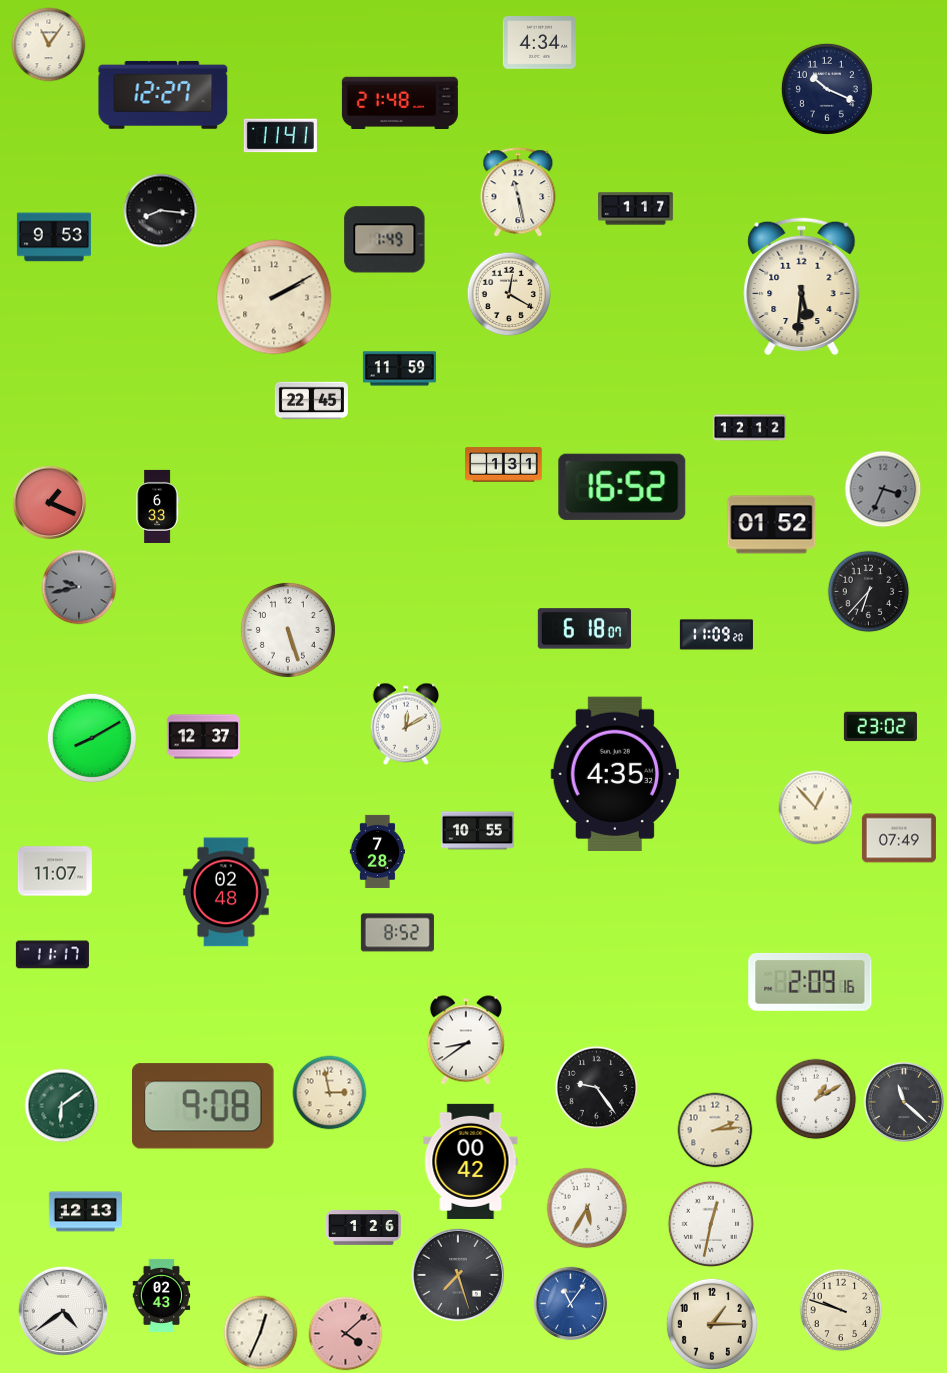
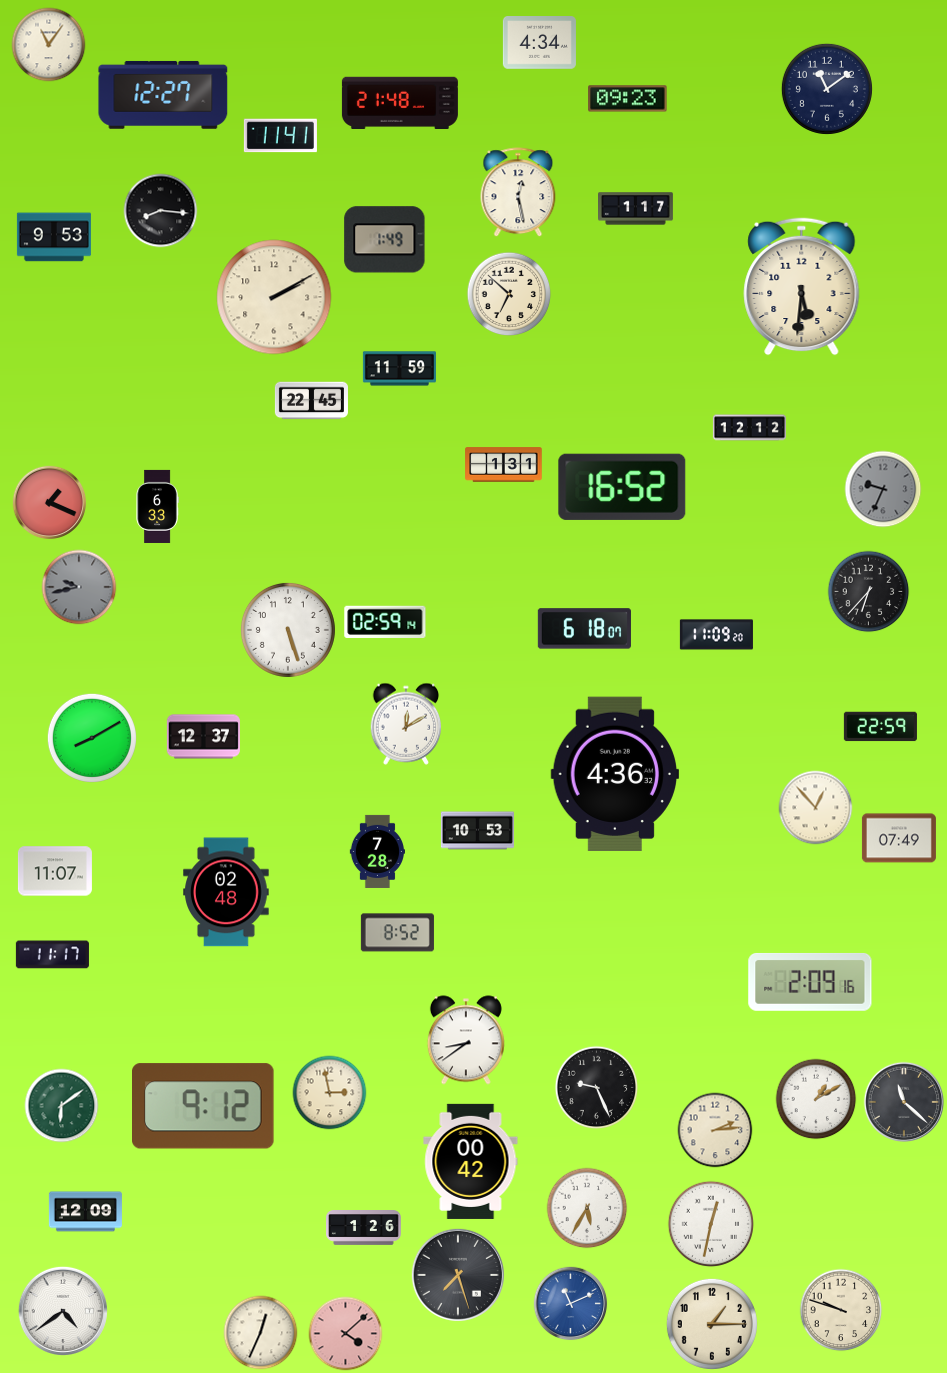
clock at (827, 89): 10:19 -> 11:09
clock at (628, 99): none -> 09:23
clock at (518, 193): 11:28 -> 12:28
clock at (509, 294): 12:20 -> 6:52
clock at (883, 489): 3:34 -> 9:34
clock at (772, 525): 01:52 -> none
clock at (385, 621): none -> 02:59
clock at (880, 727): 23:02 -> 22:59
clock at (614, 774): 4:35 -> 4:36
clock at (477, 831): 10:55 -> 10:53
clock at (597, 1088): 9:24 -> 9:26
clock at (204, 1106): 9:08 -> 9:12
clock at (85, 1212): 12:13 -> 12:09
clock at (162, 1295): 02:43 -> none
clock at (571, 1304): 11:06 -> 11:11
